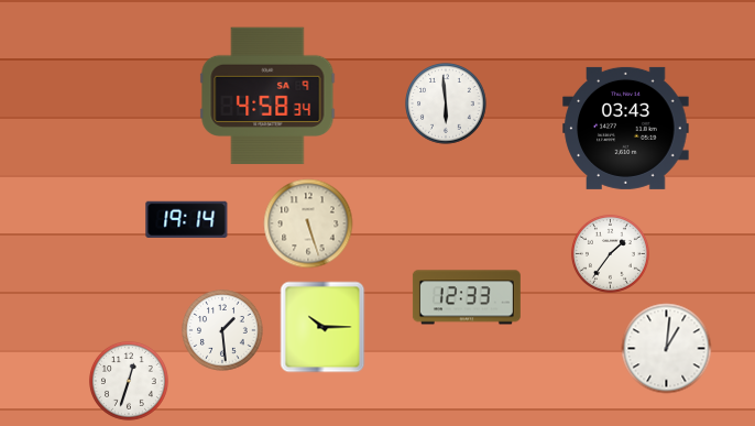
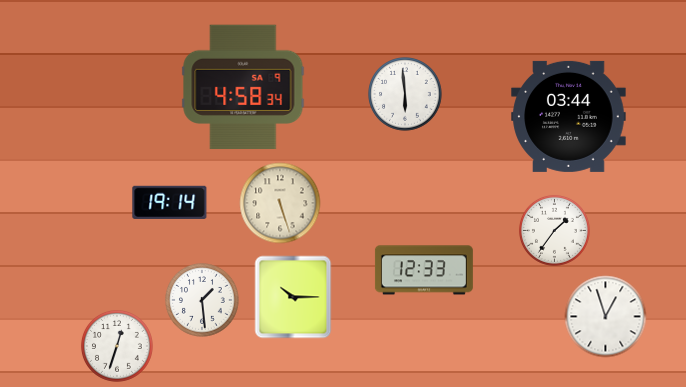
clock at (626, 128): 03:43 -> 03:44
clock at (187, 219) position: (187, 219) -> (170, 202)
clock at (667, 349): 1:01 -> 12:57
